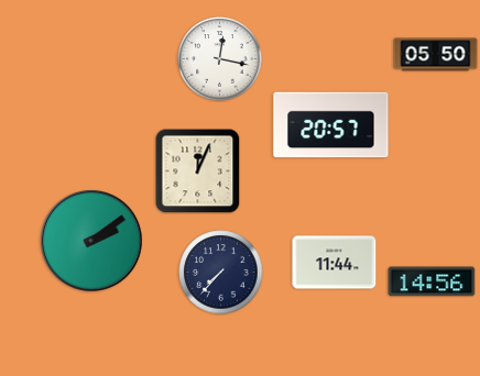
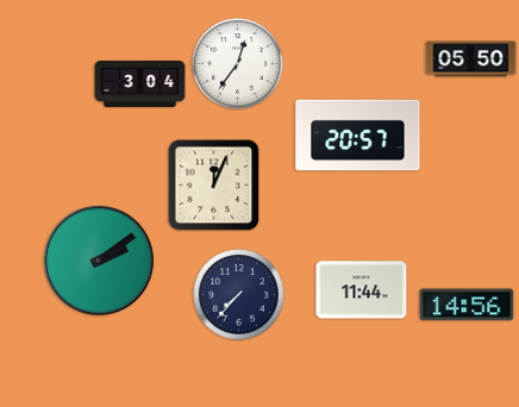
clock at (220, 59): 12:17 -> 12:36
clock at (140, 83): none -> 3:04
clock at (335, 263) position: (335, 263) -> (362, 290)
